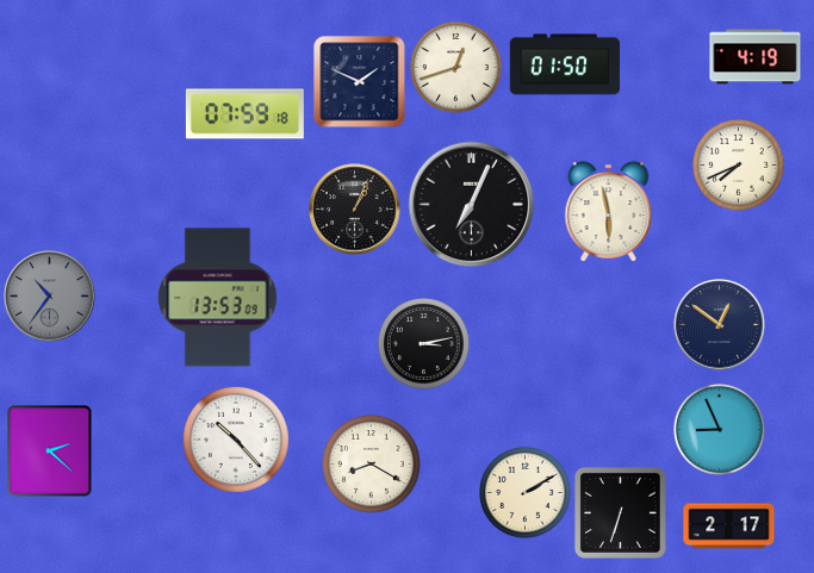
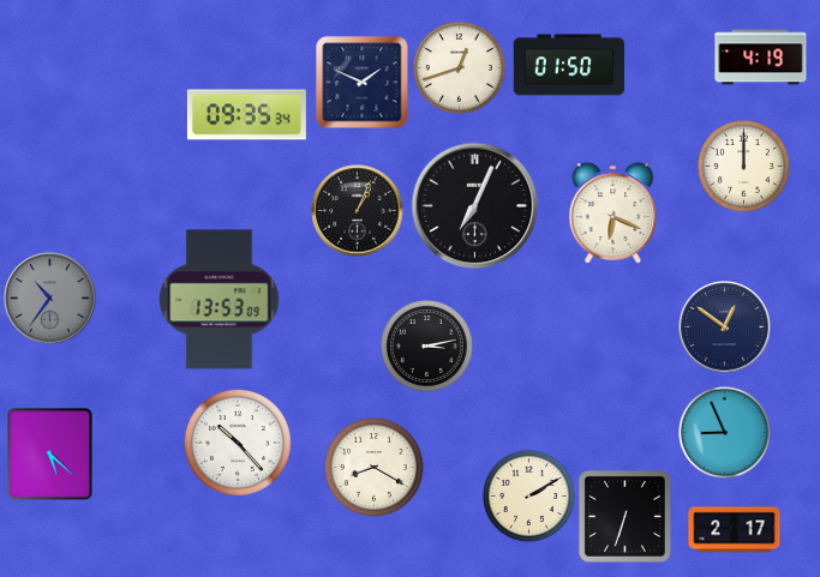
clock at (244, 114): 07:59 -> 09:35
clock at (739, 166): 7:41 -> 12:00
clock at (609, 212): 5:58 -> 6:19
clock at (50, 451): 2:22 -> 5:22
